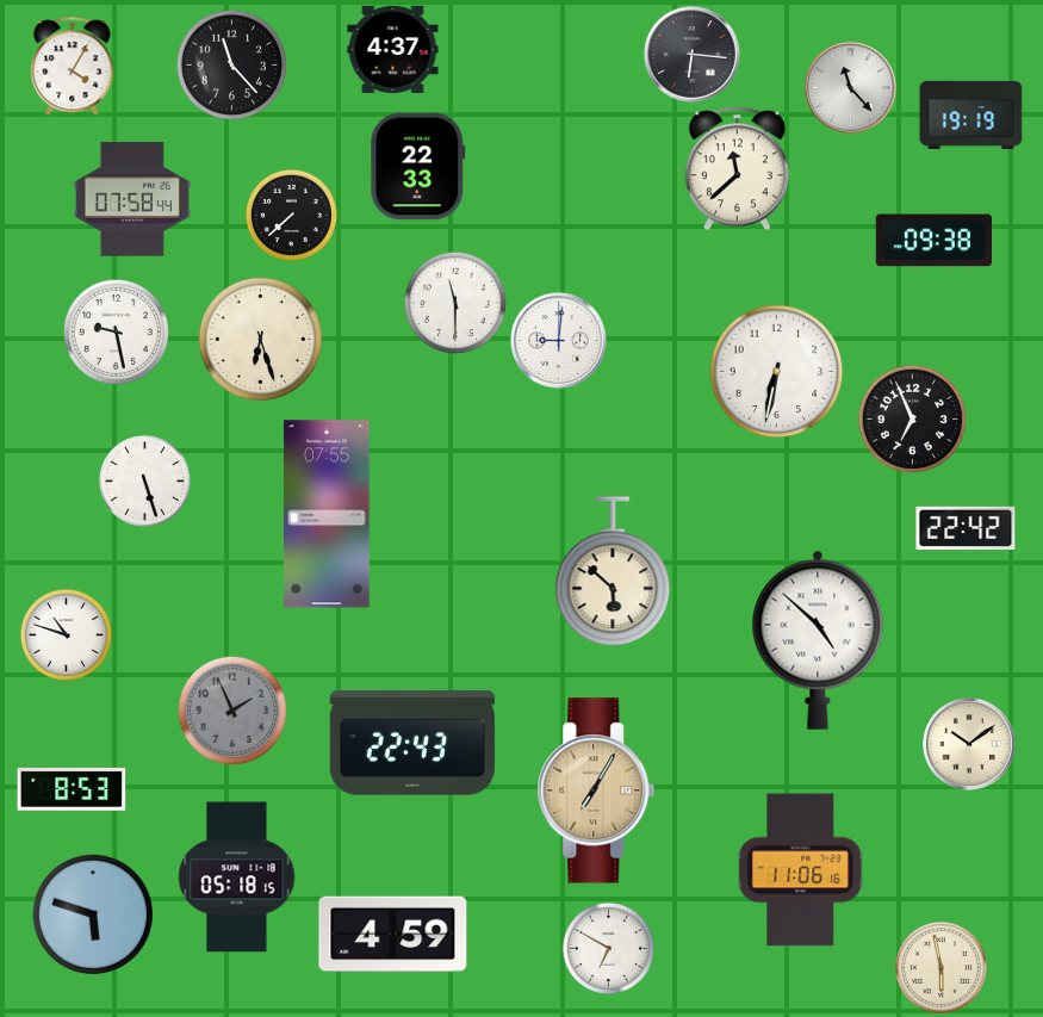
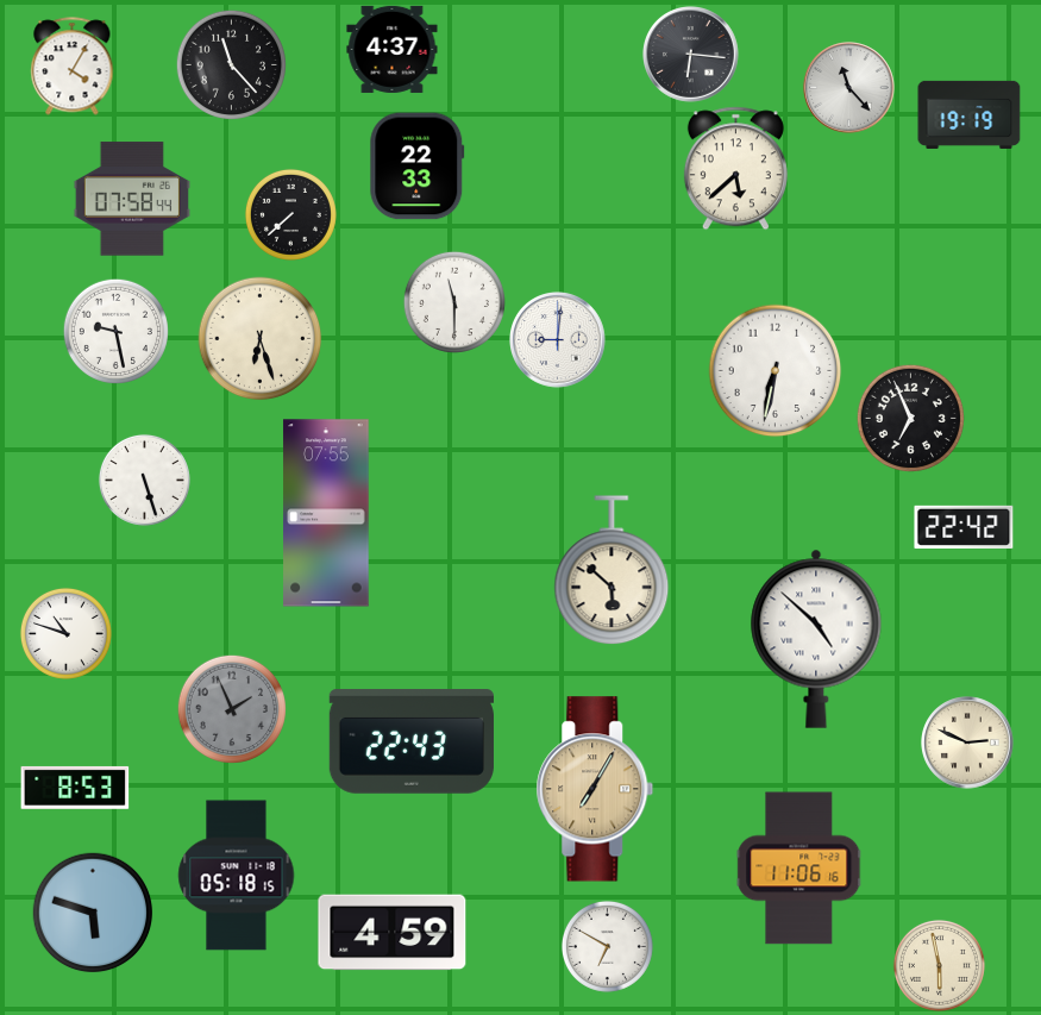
clock at (737, 169): 11:38 -> 5:38
clock at (933, 241): 09:38 -> none
clock at (969, 744): 10:09 -> 2:49
clock at (72, 789) position: (72, 789) -> (75, 788)
